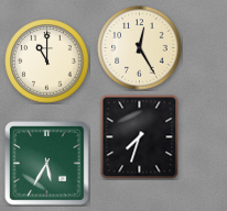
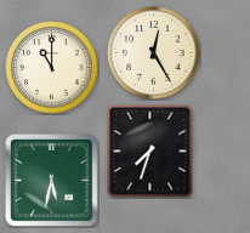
clock at (140, 136) position: (140, 136) -> (150, 150)
clock at (46, 163): 5:35 -> 5:32
